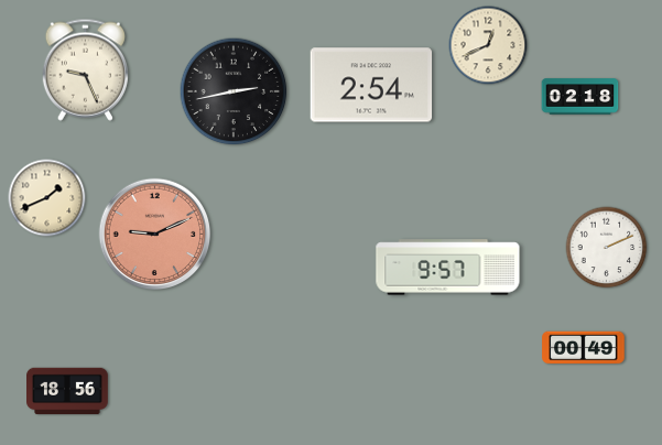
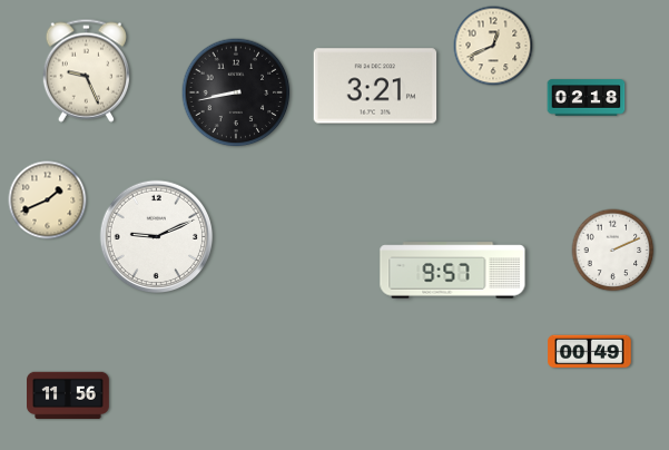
clock at (371, 85): 2:54 -> 3:21
clock at (234, 91): 2:43 -> 8:43
clock at (155, 235) dial: salmon -> white
clock at (68, 391): 18:56 -> 11:56
